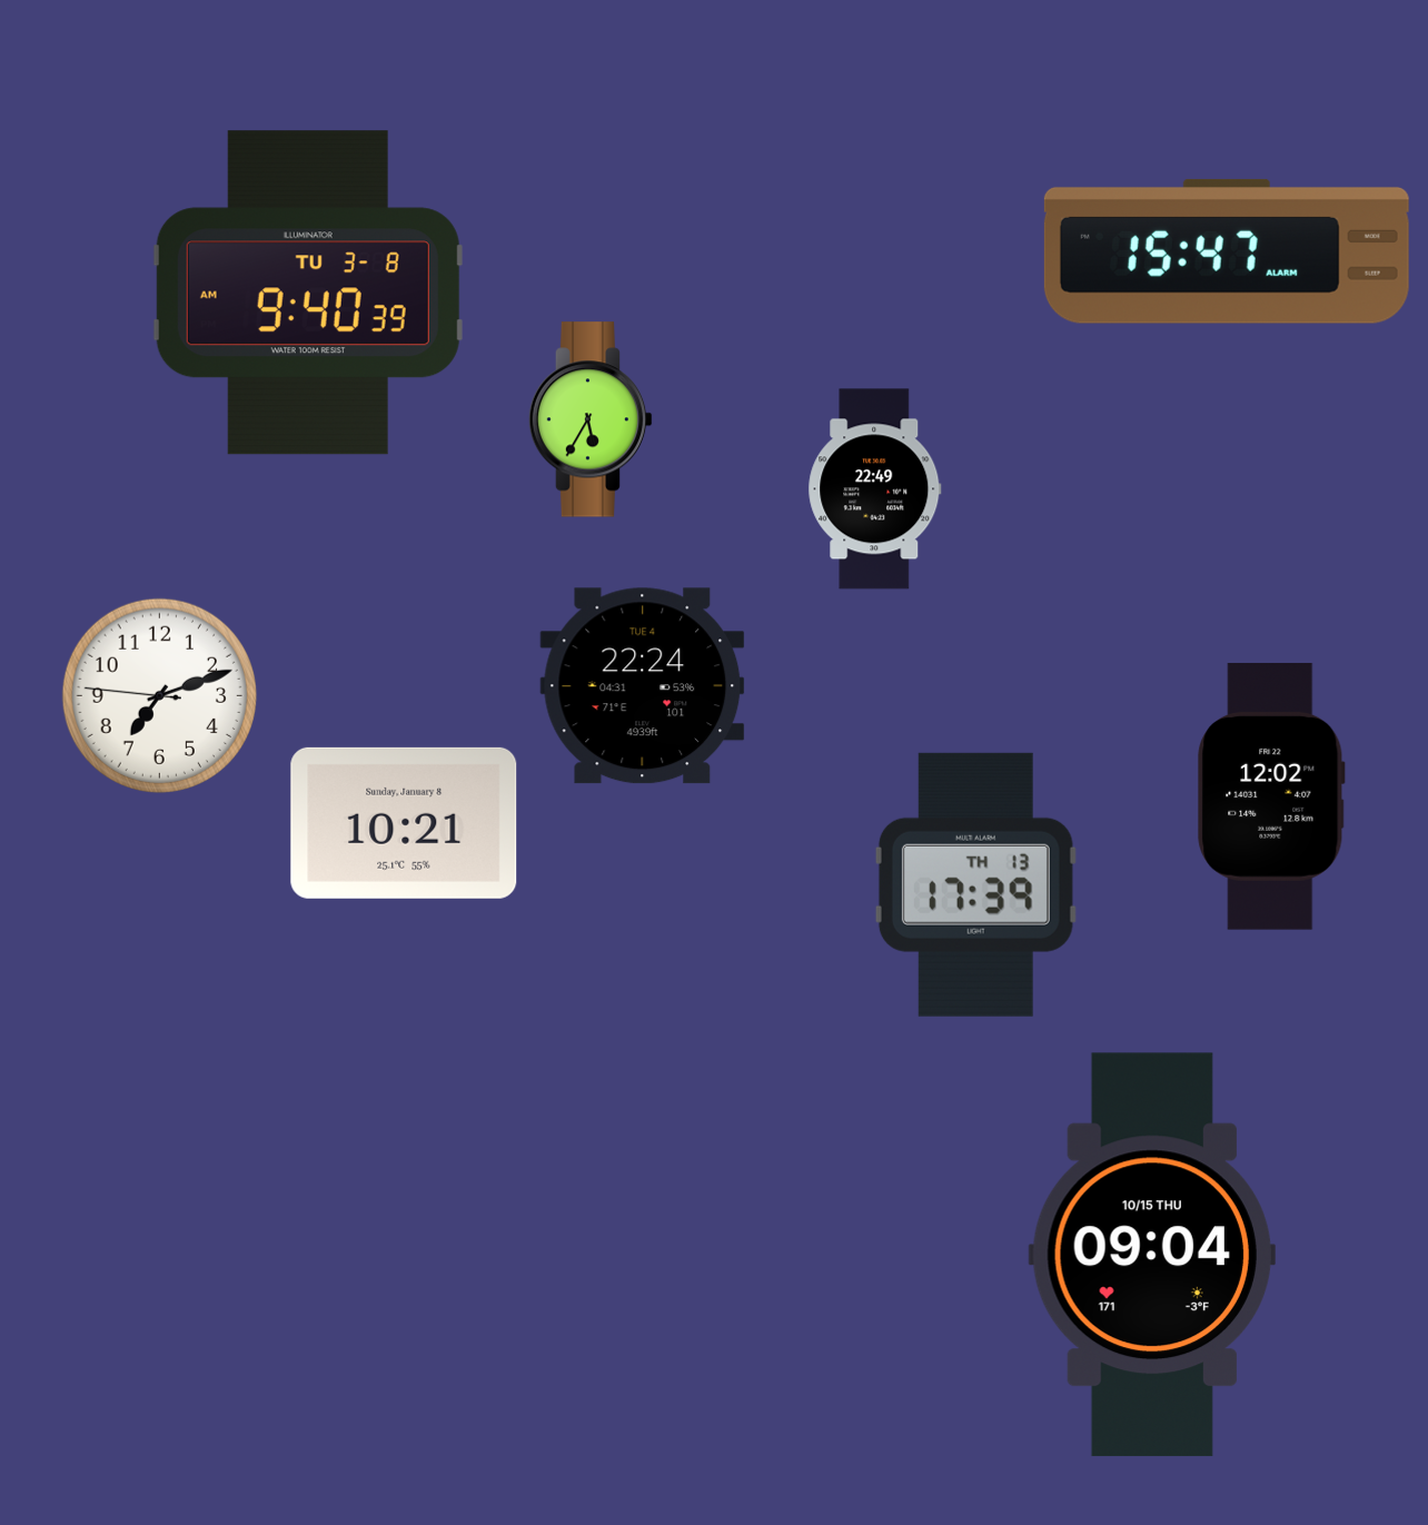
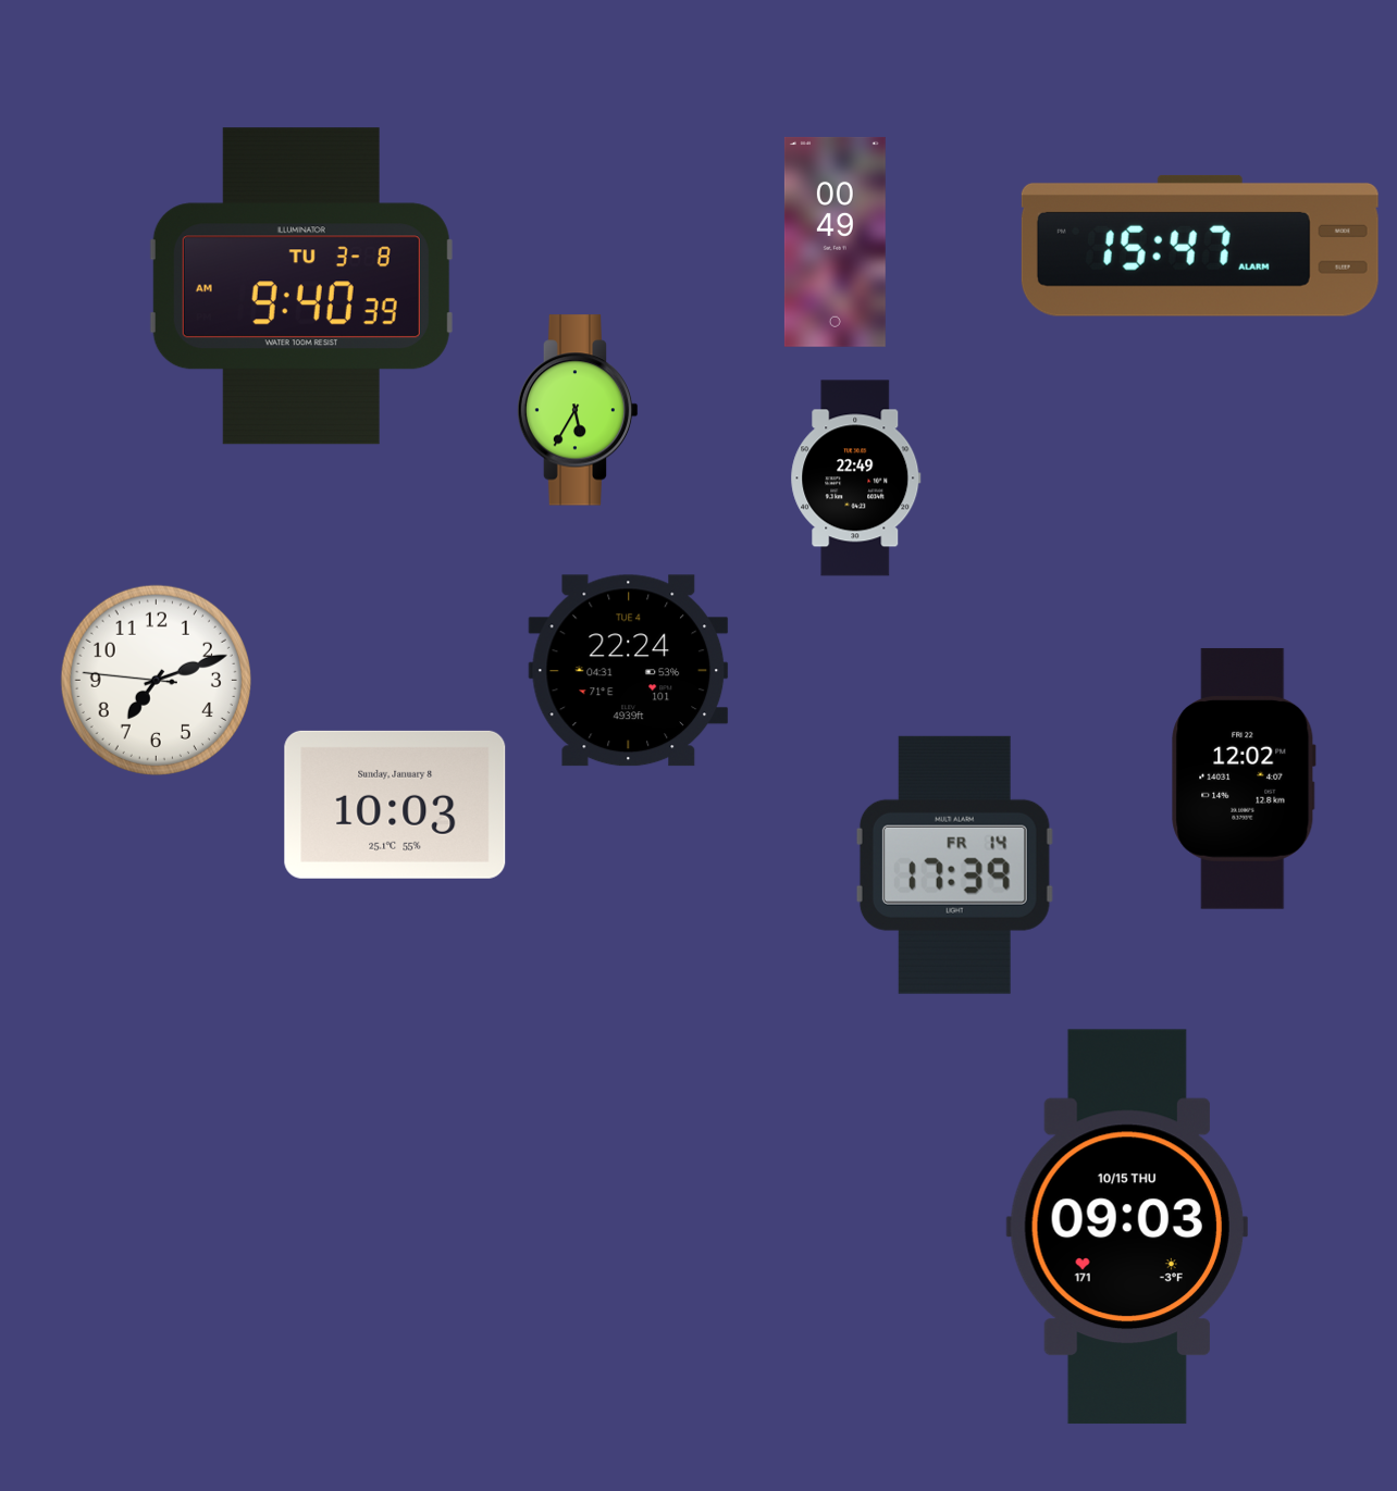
clock at (835, 241): none -> 00:49
clock at (404, 823): 10:21 -> 10:03
clock at (975, 884) date: TH 13 -> FR 14
clock at (1152, 1255): 09:04 -> 09:03
